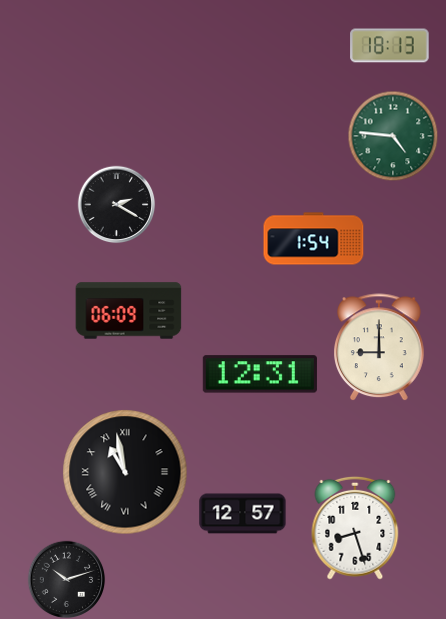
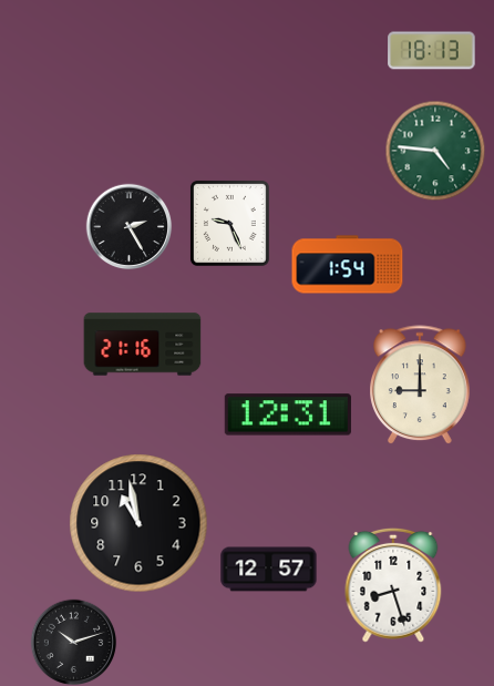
clock at (229, 223): none -> 9:26
clock at (116, 204): 2:20 -> 2:25
clock at (129, 311): 06:09 -> 21:16
clock at (125, 472) numerals: Roman -> Arabic
